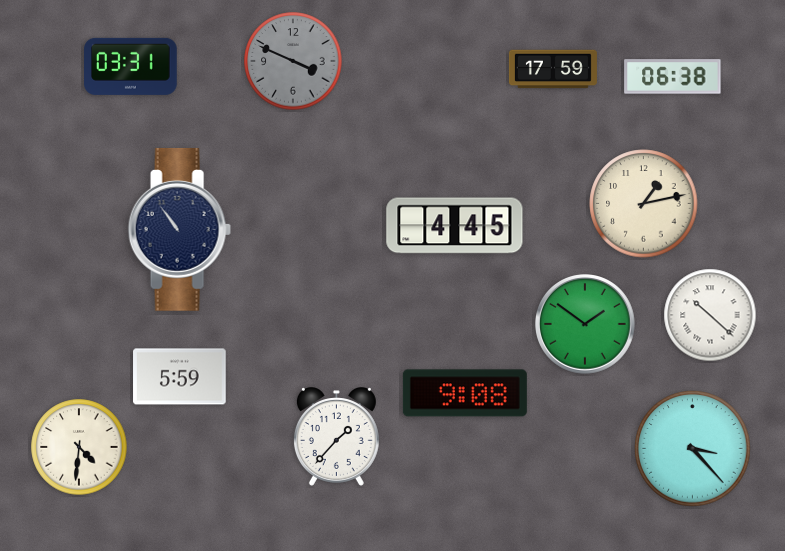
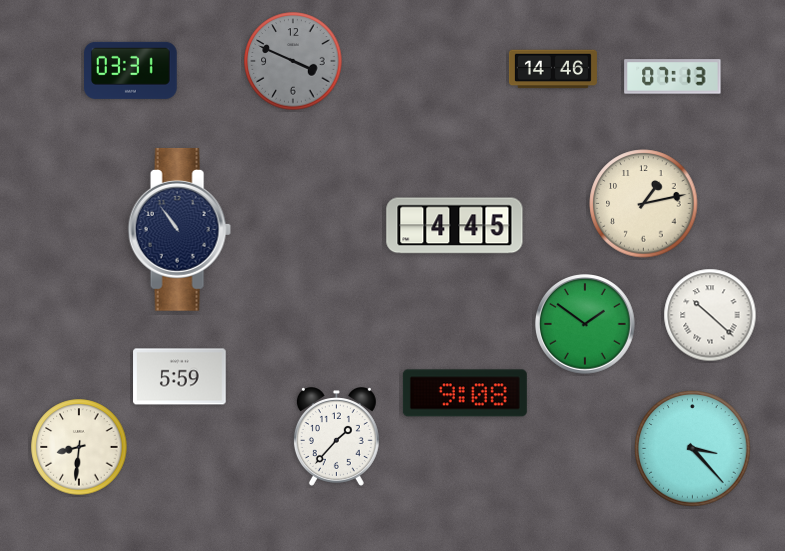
clock at (131, 66) position: (131, 66) -> (131, 70)
clock at (553, 69): 17:59 -> 14:46
clock at (673, 77): 06:38 -> 07:13
clock at (79, 447): 4:31 -> 8:31
